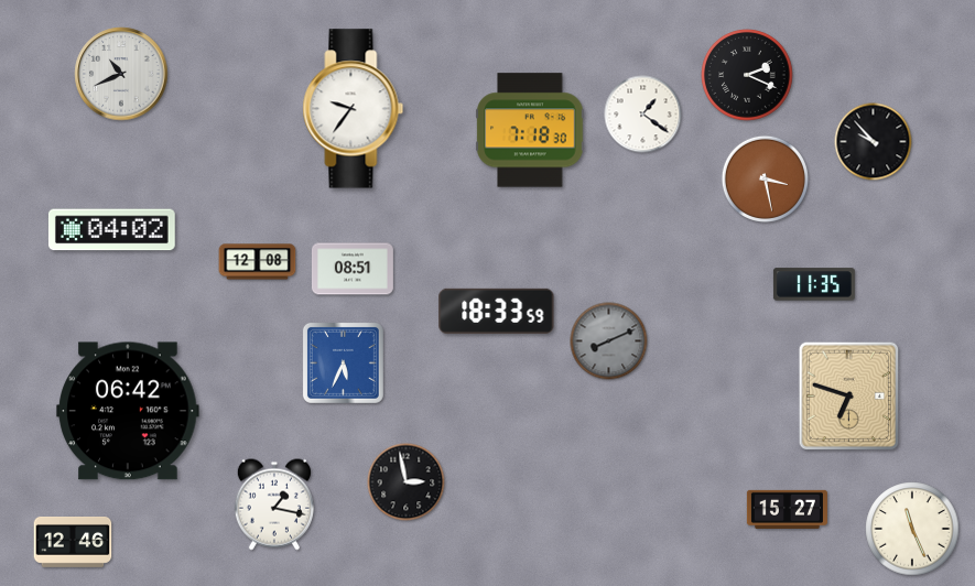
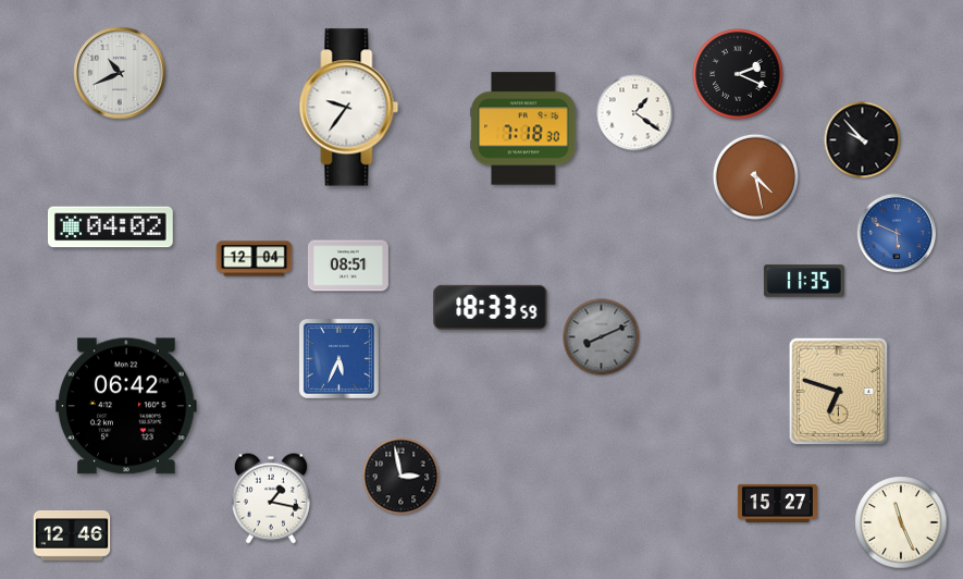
clock at (765, 178): 3:28 -> 4:28
clock at (897, 233): none -> 5:49
clock at (258, 262): 12:08 -> 12:04
